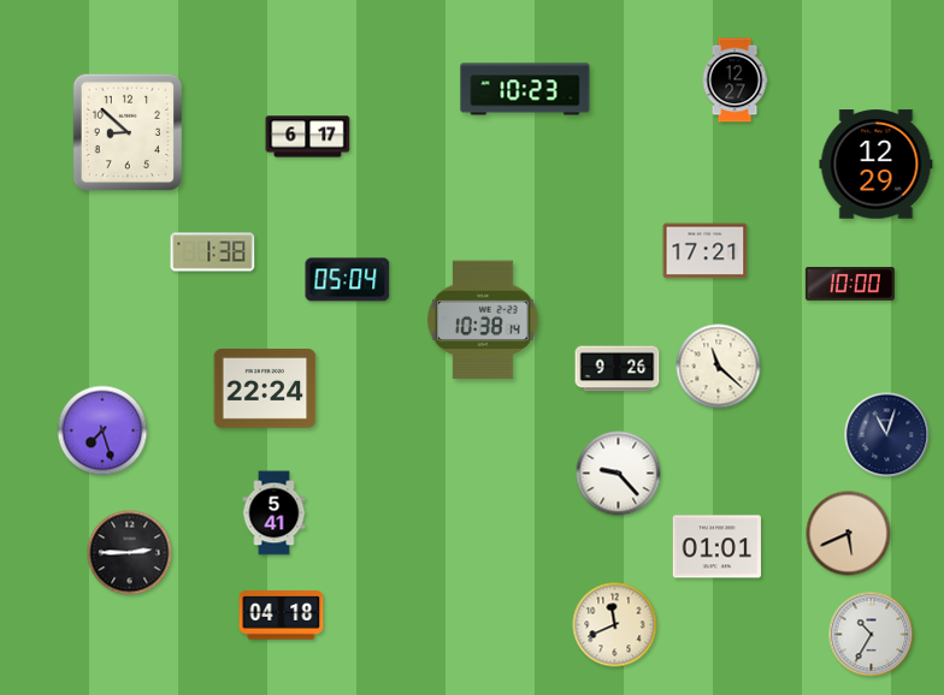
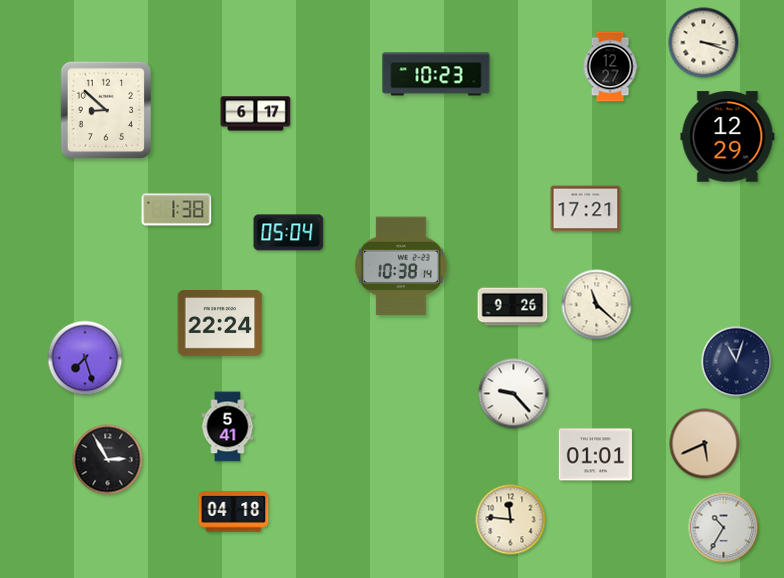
clock at (704, 43): none -> 3:18
clock at (850, 284): 10:00 -> none
clock at (130, 553): 2:45 -> 2:55
clock at (615, 625): 11:41 -> 11:46
